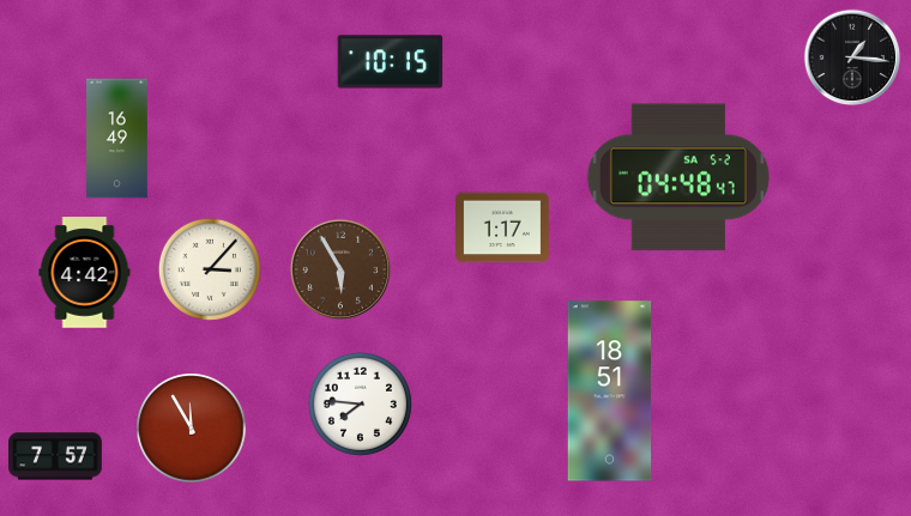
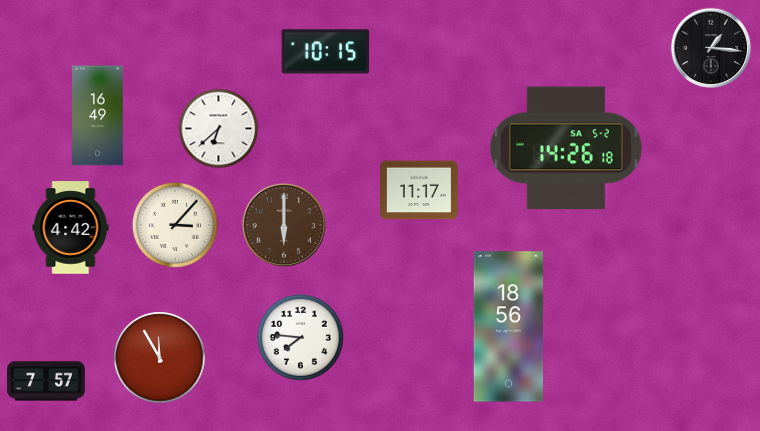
clock at (219, 129): none -> 6:38
clock at (678, 177): 04:48 -> 14:26
clock at (503, 227): 1:17 -> 11:17
clock at (340, 269): 5:55 -> 6:00
clock at (610, 391): 18:51 -> 18:56
